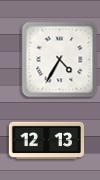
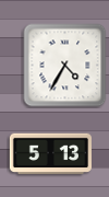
clock at (46, 141): 12:13 -> 5:13
